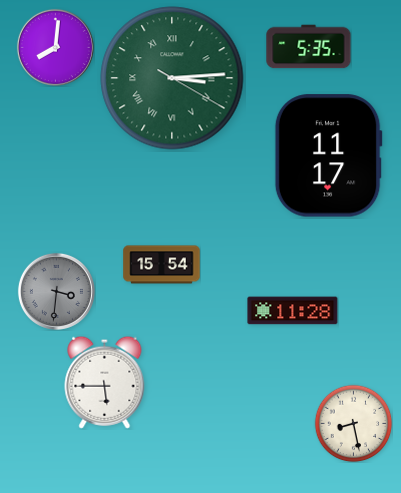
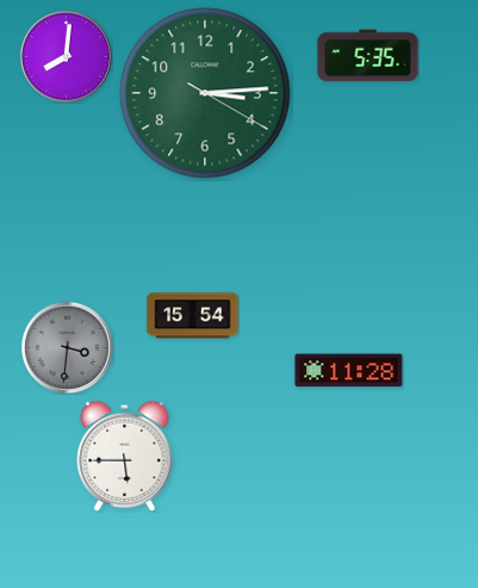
clock at (172, 78) numerals: Roman -> Arabic
clock at (328, 156): 11:17 -> none
clock at (353, 423): 8:28 -> none
